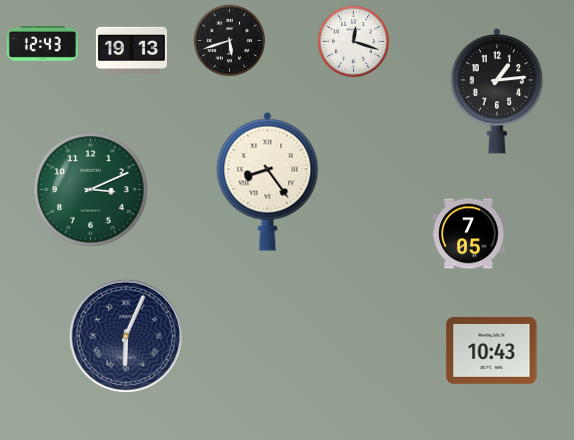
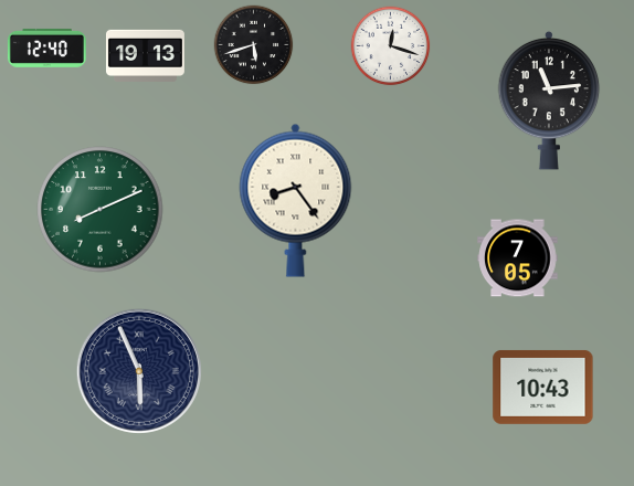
clock at (42, 43): 12:43 -> 12:40
clock at (497, 91): 1:14 -> 11:14
clock at (91, 190): 3:11 -> 8:11
clock at (126, 336): 6:04 -> 5:56
